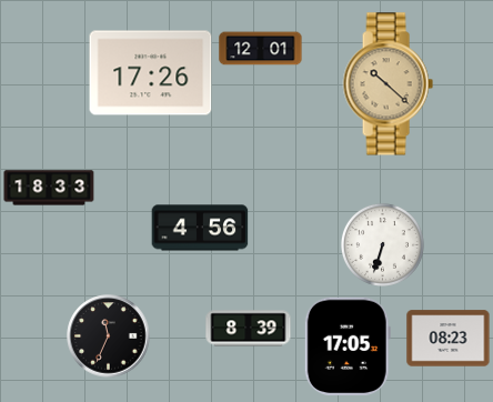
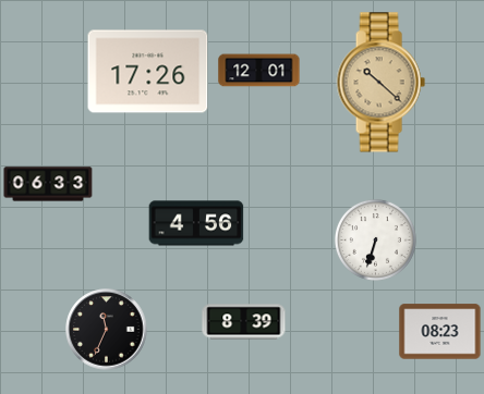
clock at (261, 49) position: (261, 49) -> (259, 71)
clock at (49, 188): 18:33 -> 06:33
clock at (348, 346): 17:05 -> none
